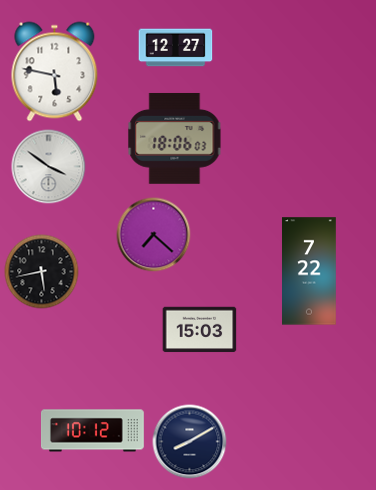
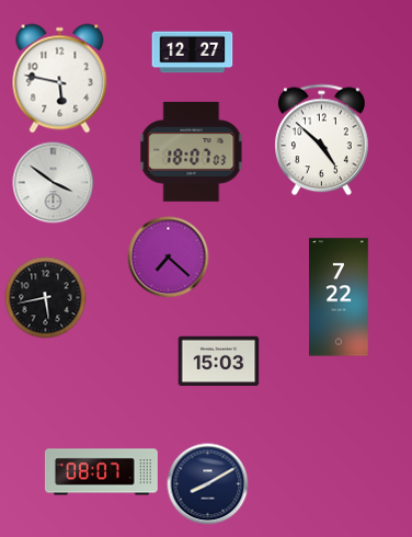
clock at (322, 140): none -> 4:52
clock at (175, 138): 18:06 -> 18:07
clock at (92, 431): 10:12 -> 08:07
